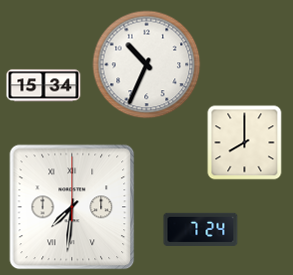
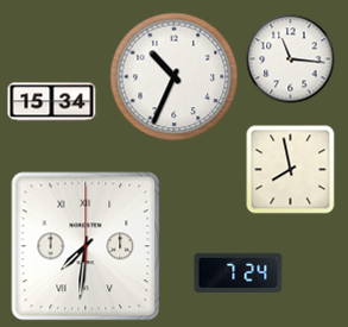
clock at (291, 59): none -> 11:16
clock at (245, 143): 8:00 -> 7:58
